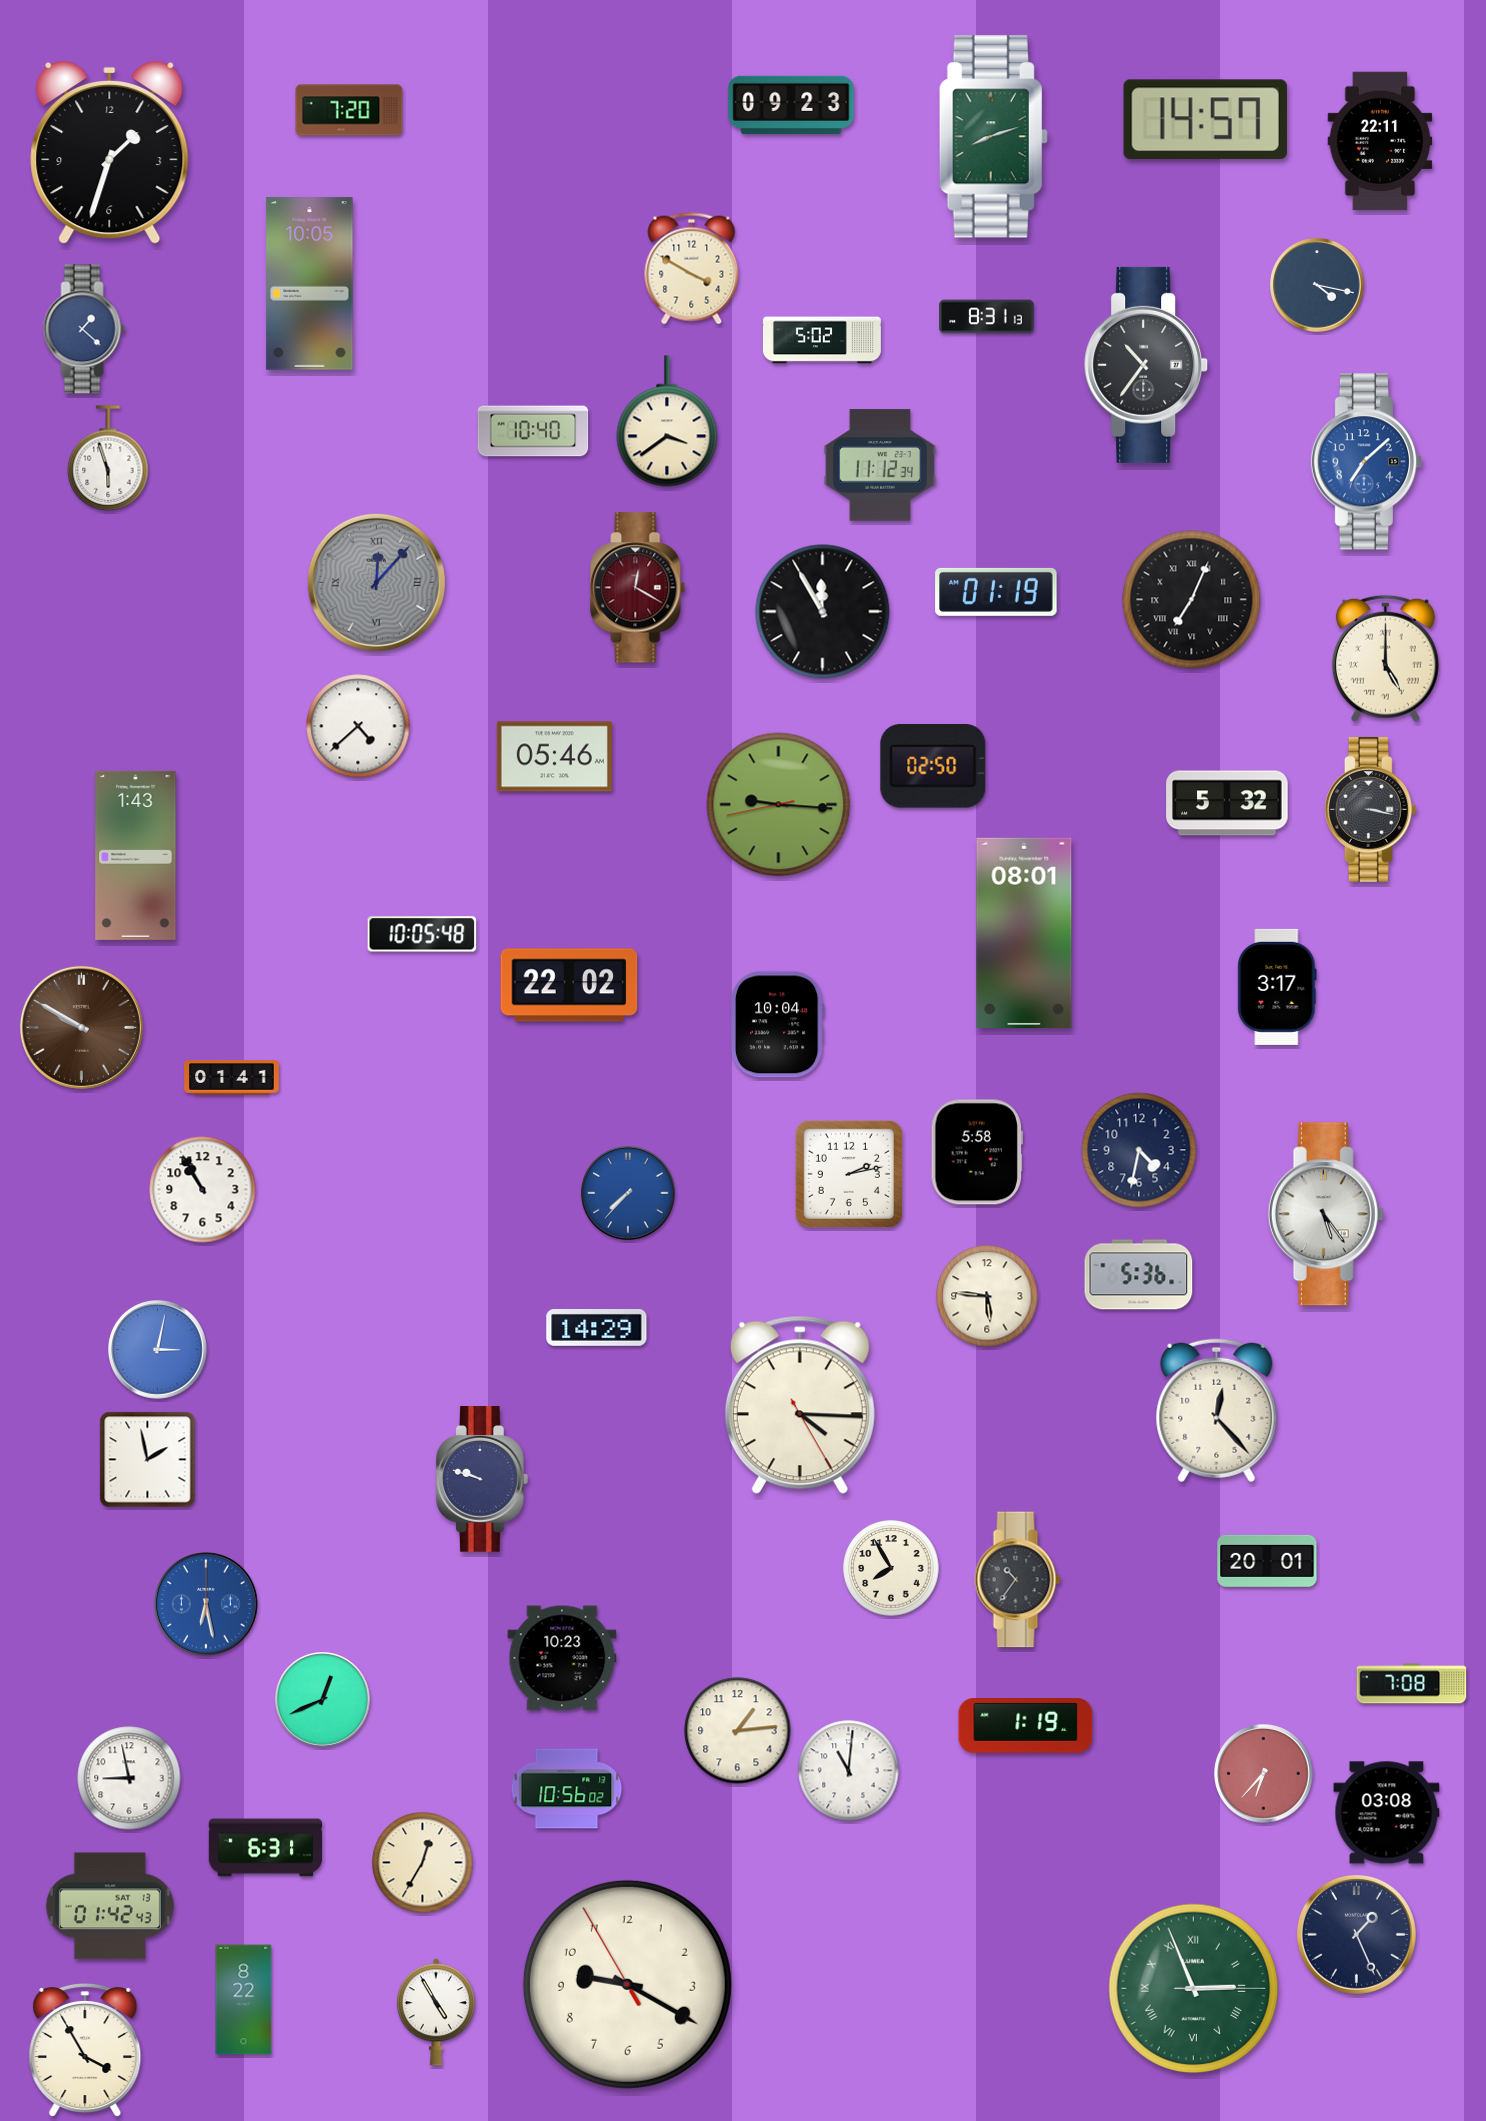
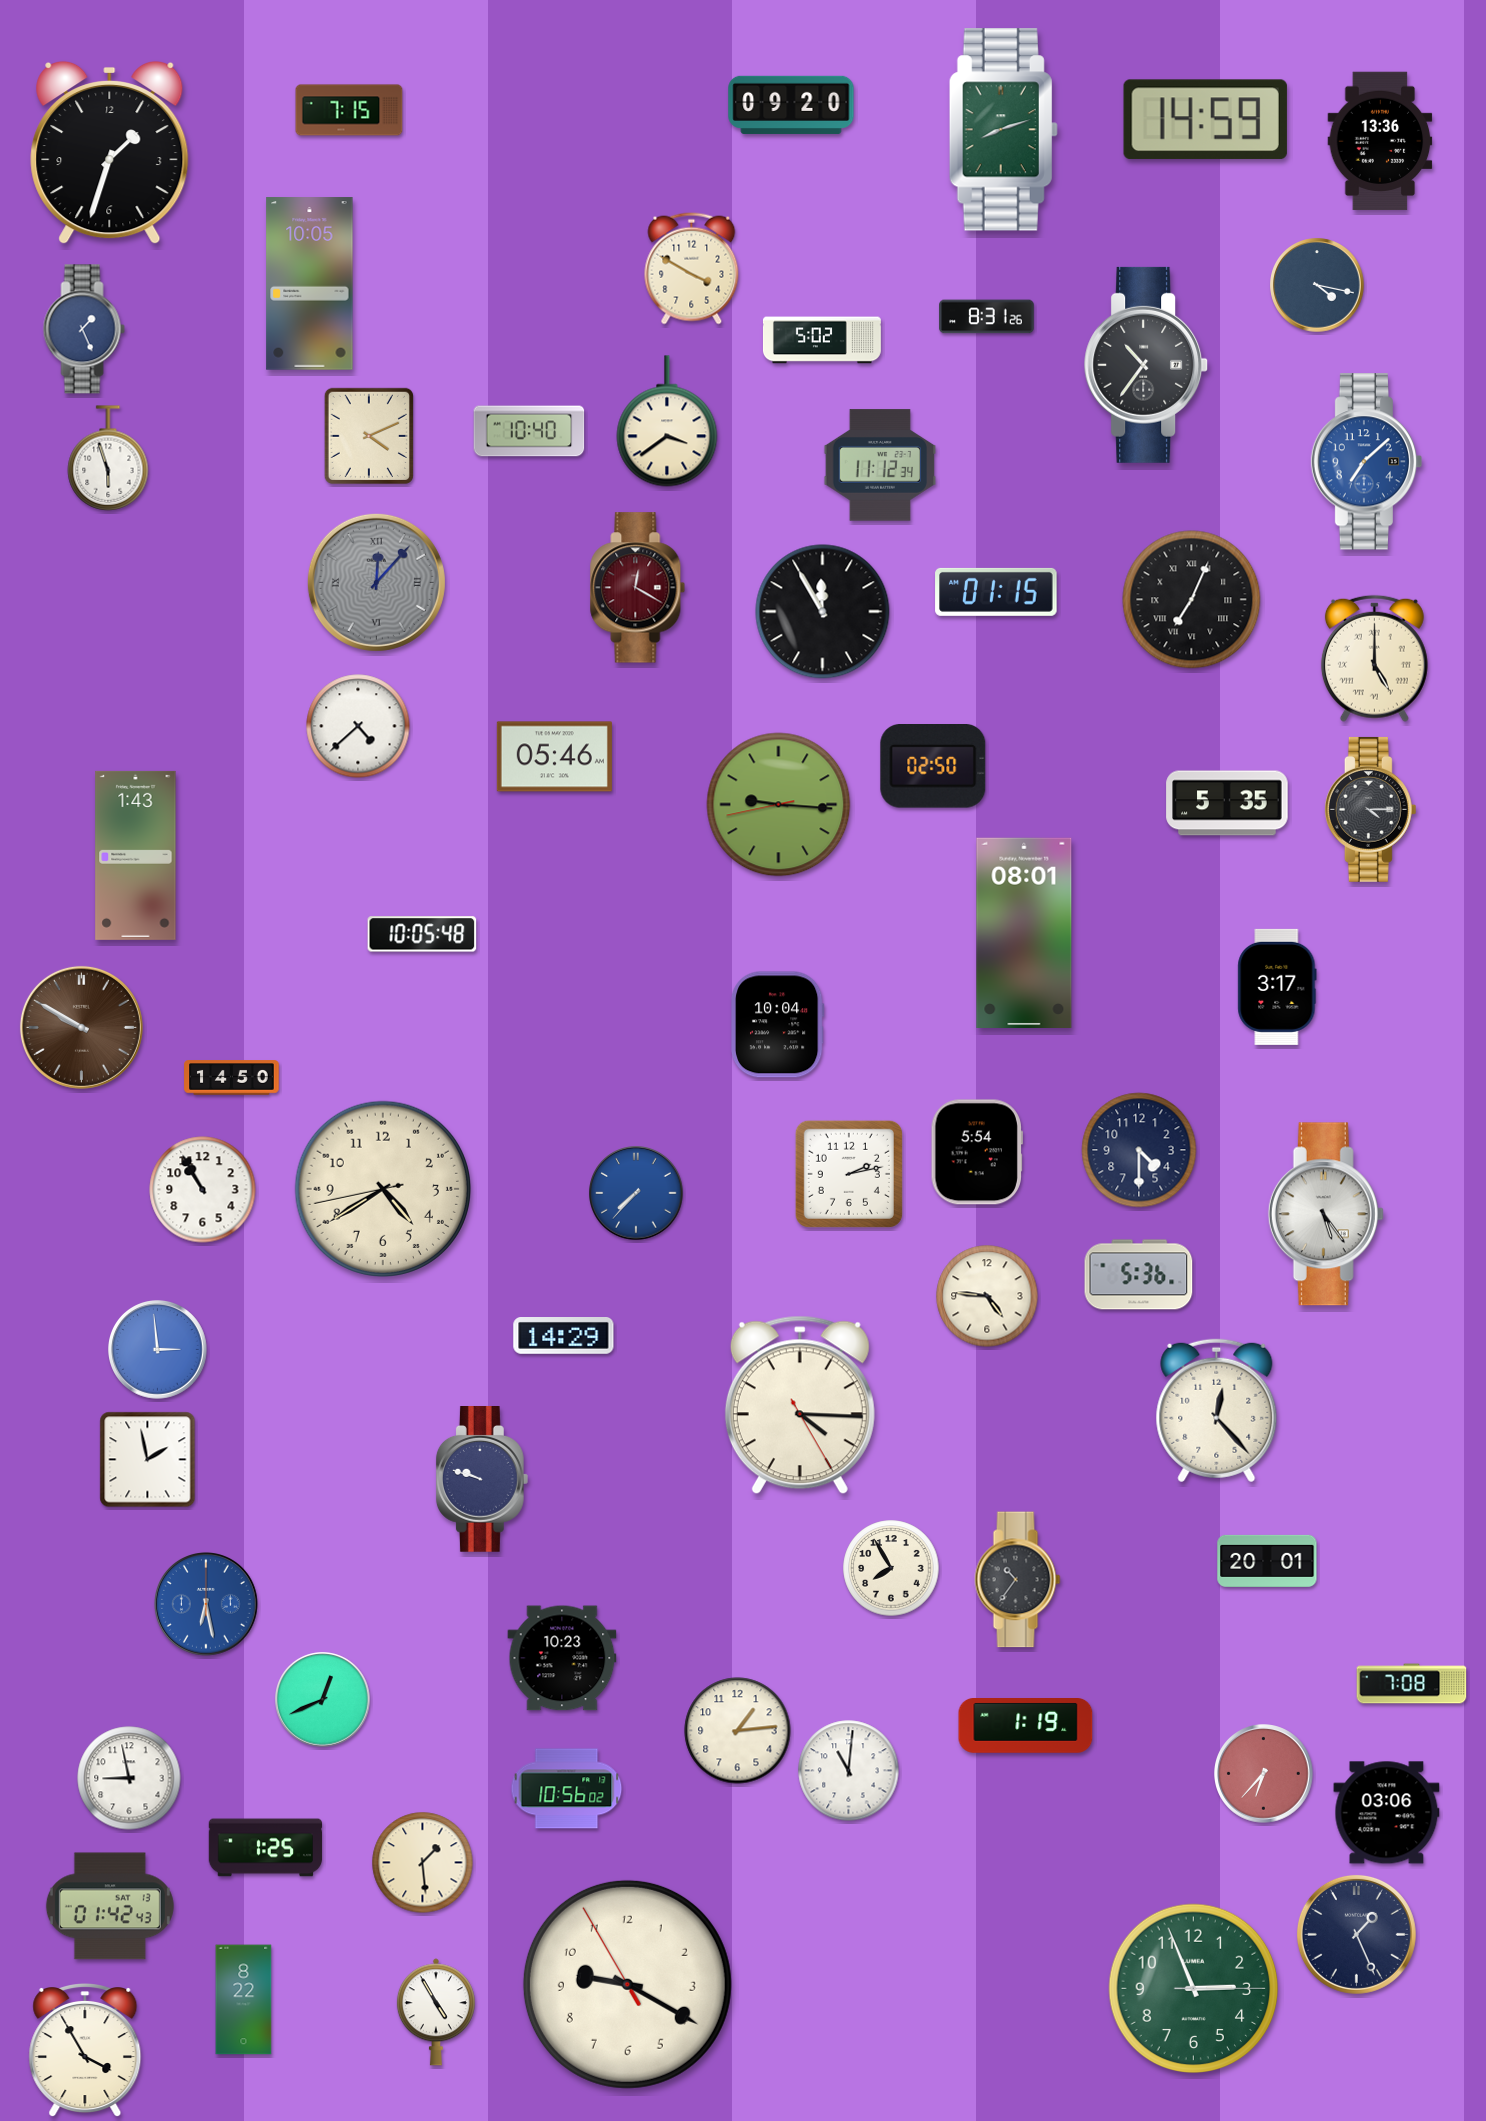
clock at (791, 105): 09:23 -> 09:20
clock at (349, 110): 7:20 -> 7:15
clock at (1205, 120): 14:57 -> 14:59
clock at (993, 137) position: (993, 137) -> (1003, 130)
clock at (1380, 141): 22:11 -> 13:36
clock at (987, 317): 8:31:13 -> 8:31:26
clock at (84, 329): 1:22 -> 1:26
clock at (533, 431) position: (533, 431) -> (529, 431)
clock at (369, 435): none -> 4:11
clock at (996, 592): 01:19 -> 01:15
clock at (1385, 658) position: (1385, 658) -> (1374, 658)
clock at (1227, 803): 5:32 -> 5:35
clock at (1370, 809): 3:17 -> 4:15
clock at (569, 985): 22:02 -> none
clock at (232, 1078): 01:41 -> 14:50
clock at (1139, 1150): 4:32 -> 4:30
clock at (977, 1152): 5:58 -> 5:54
clock at (382, 1188): none -> 4:39
clock at (628, 1193) position: (628, 1193) -> (636, 1193)
clock at (987, 1296): 5:46 -> 4:46
clock at (597, 1328) position: (597, 1328) -> (564, 1336)
clock at (158, 1350): 3:02 -> 2:59
clock at (1387, 1813): 03:08 -> 03:06
clock at (266, 1848): 6:31 -> 1:25
clock at (423, 1863): 12:35 -> 1:29
clock at (1194, 1989) numerals: Roman -> Arabic
